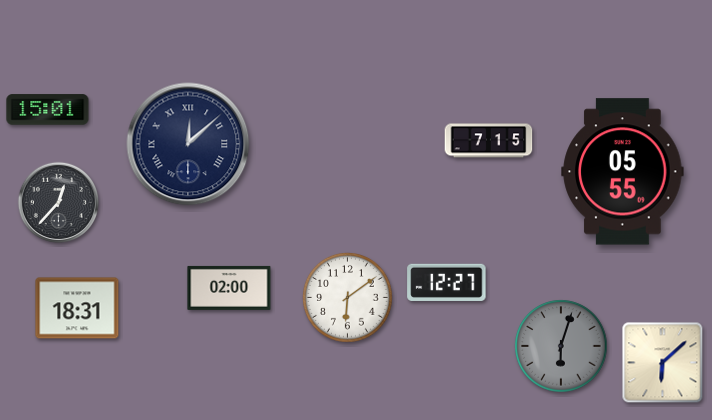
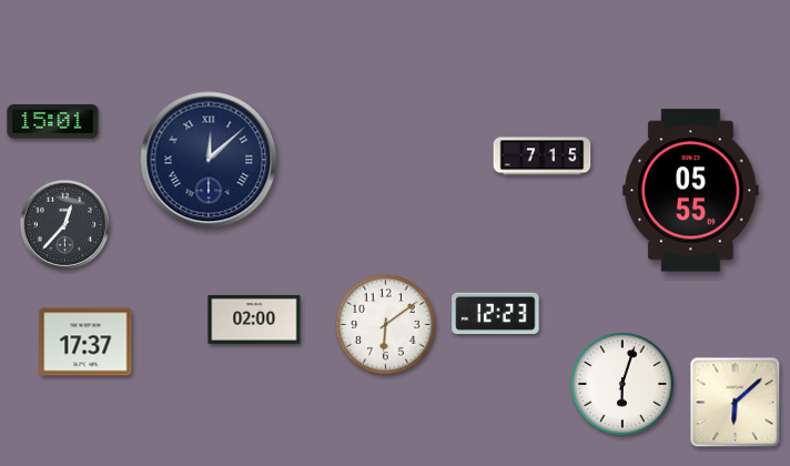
clock at (447, 282): 12:27 -> 12:23
clock at (348, 298) position: (348, 298) -> (386, 325)
clock at (77, 308): 18:31 -> 17:37
clock at (561, 346) dial: grey -> white
